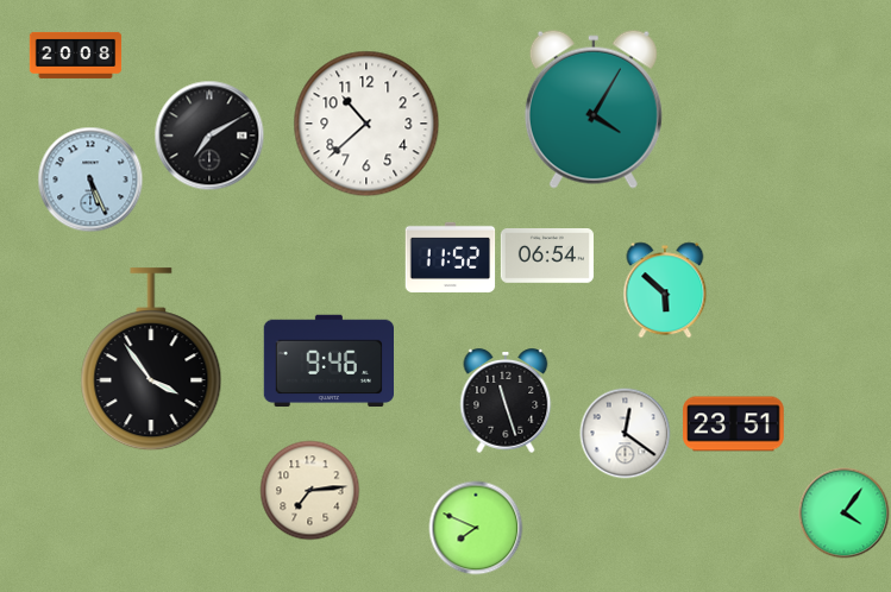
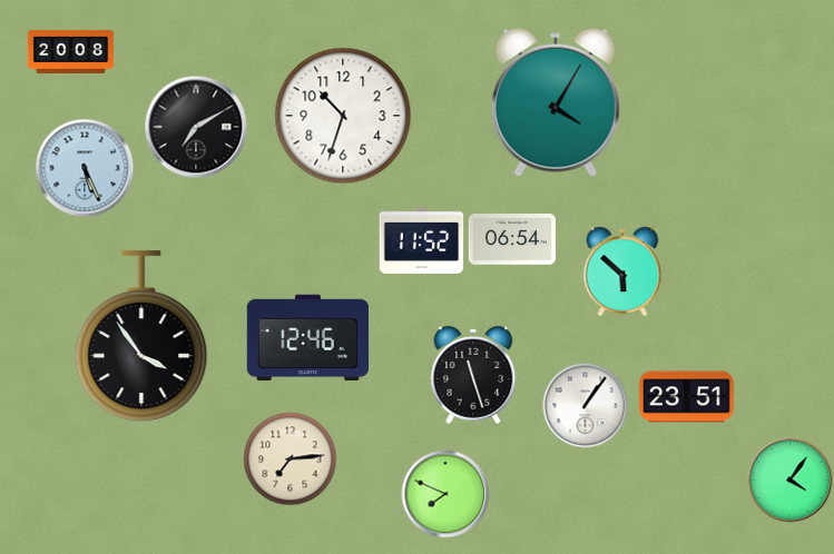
clock at (366, 124): 10:38 -> 10:33
clock at (328, 361): 9:46 -> 12:46
clock at (626, 434): 12:21 -> 1:06
